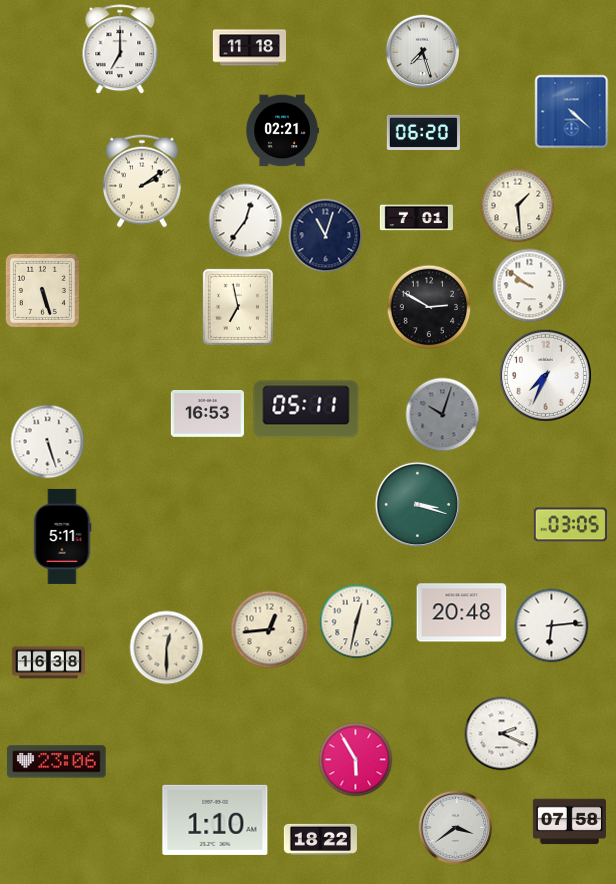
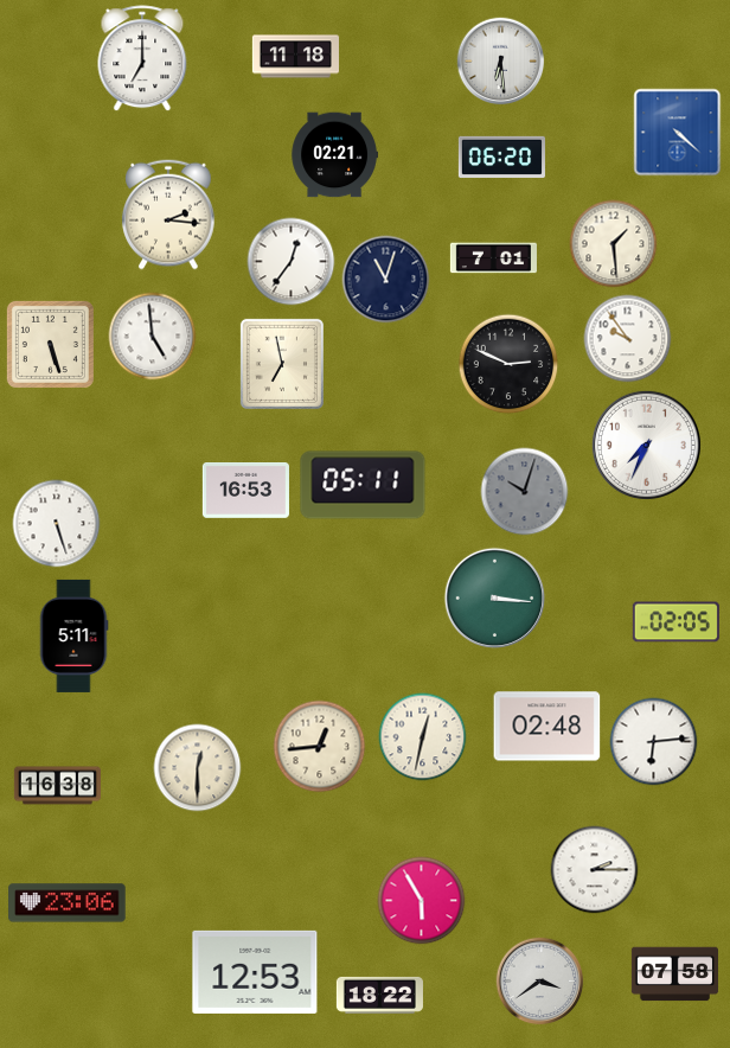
clock at (423, 52): 7:27 -> 6:29
clock at (142, 181): 2:09 -> 2:16
clock at (153, 337): none -> 4:59
clock at (530, 286): 9:51 -> 9:54
clock at (429, 307): 2:50 -> 2:49
clock at (417, 504): 3:18 -> 3:16
clock at (570, 525): 03:05 -> 02:05
clock at (462, 613): 20:48 -> 02:48
clock at (502, 734): 2:19 -> 2:15
clock at (215, 820): 1:10 -> 12:53
